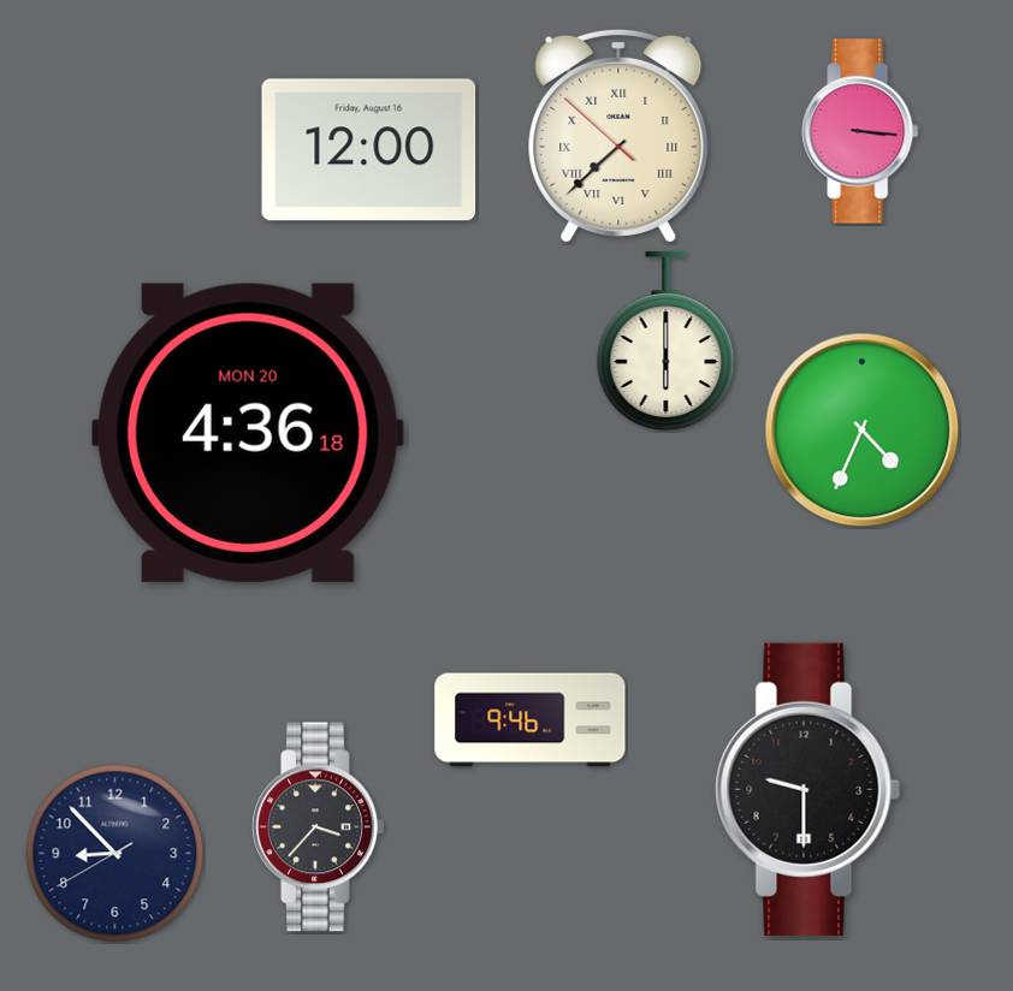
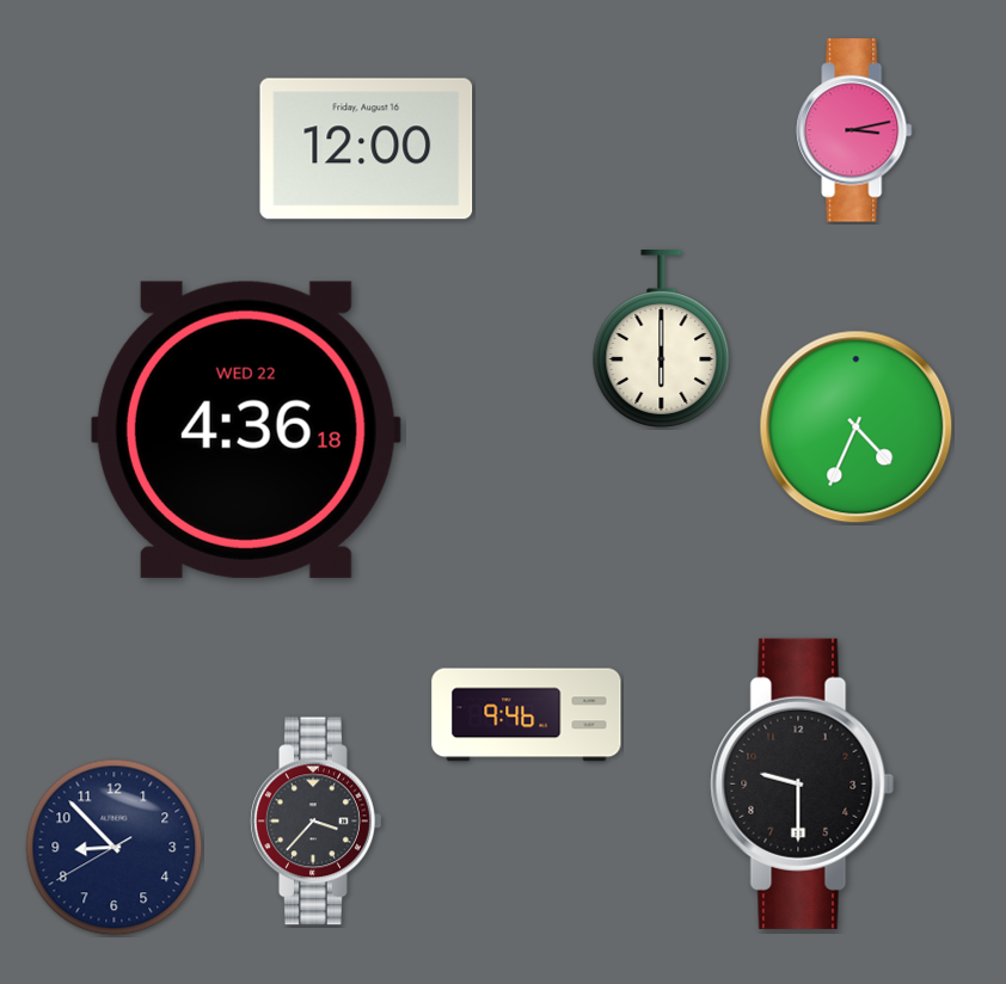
clock at (860, 131): 3:16 -> 3:13
clock at (618, 136): 7:37 -> none
clock at (248, 433) date: MON 20 -> WED 22
